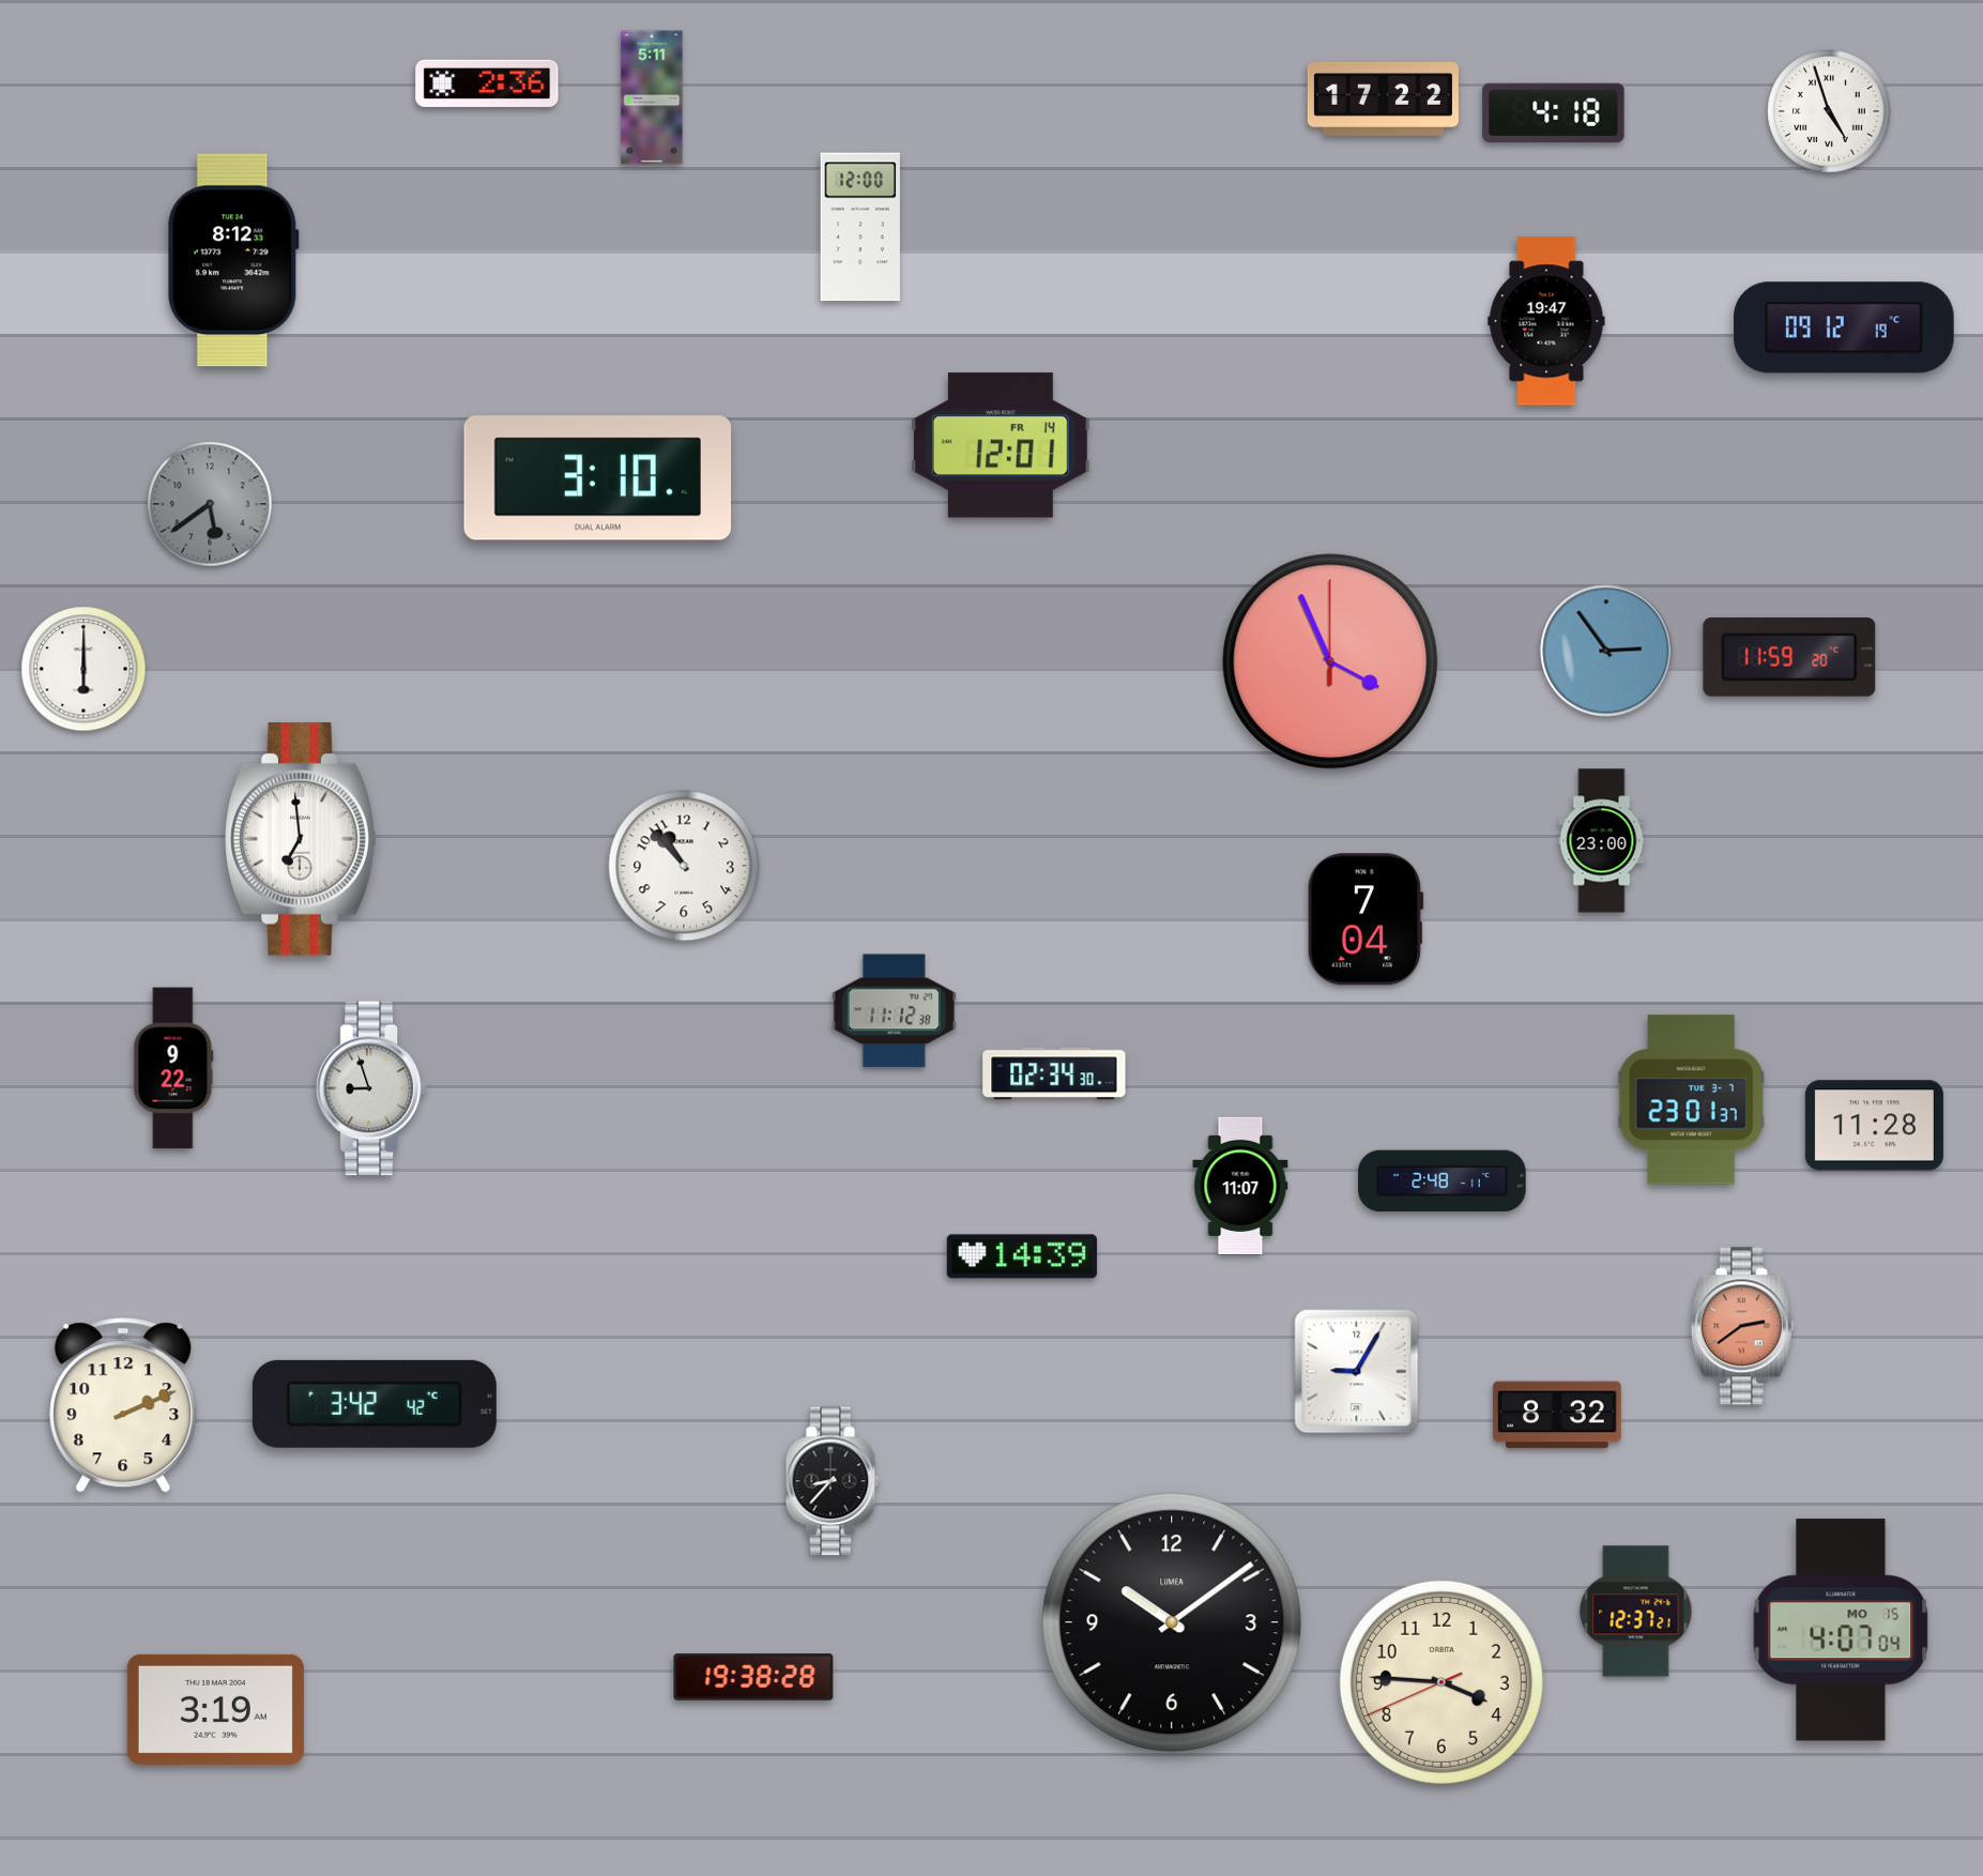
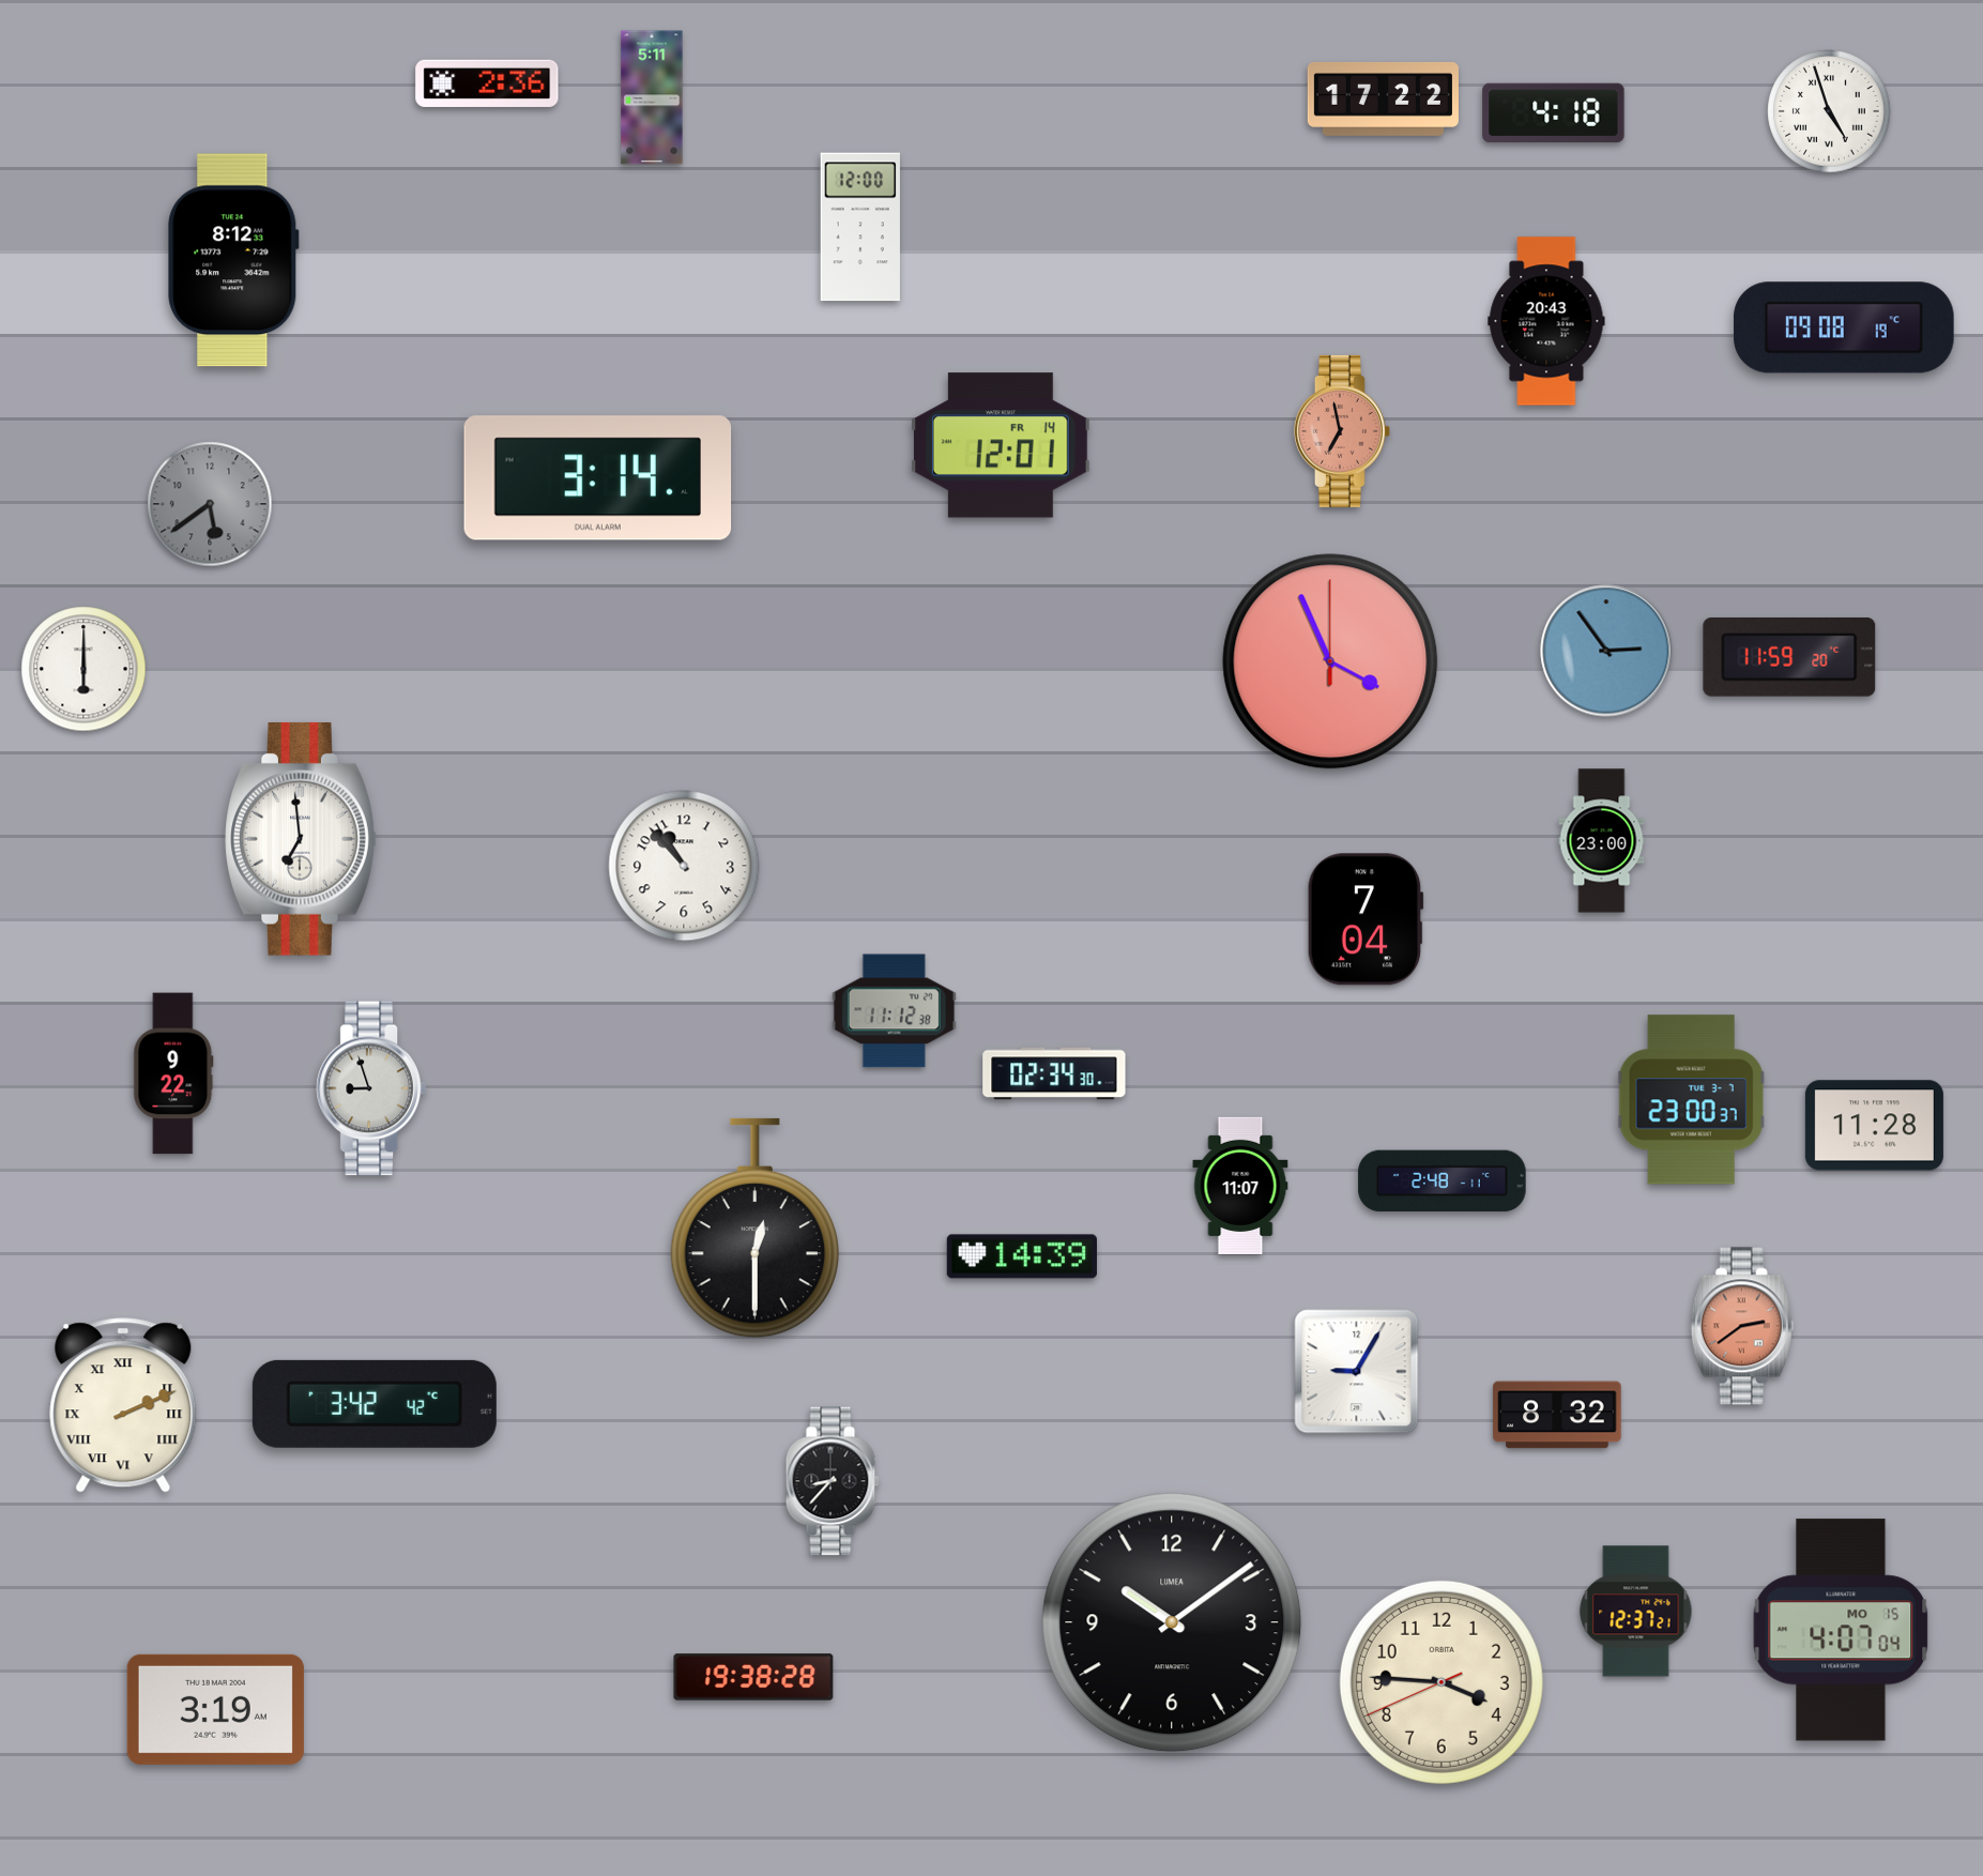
clock at (1546, 321): 19:47 -> 20:43
clock at (1844, 327): 09:12 -> 09:08
clock at (1342, 431): none -> 6:58
clock at (598, 478): 3:10 -> 3:14
clock at (173, 1068) position: (173, 1068) -> (173, 1073)
clock at (1691, 1100): 23:01 -> 23:00
clock at (754, 1229): none -> 12:30
clock at (123, 1405) numerals: Arabic -> Roman
